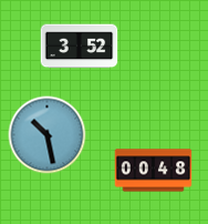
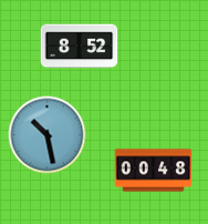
clock at (80, 47): 3:52 -> 8:52
